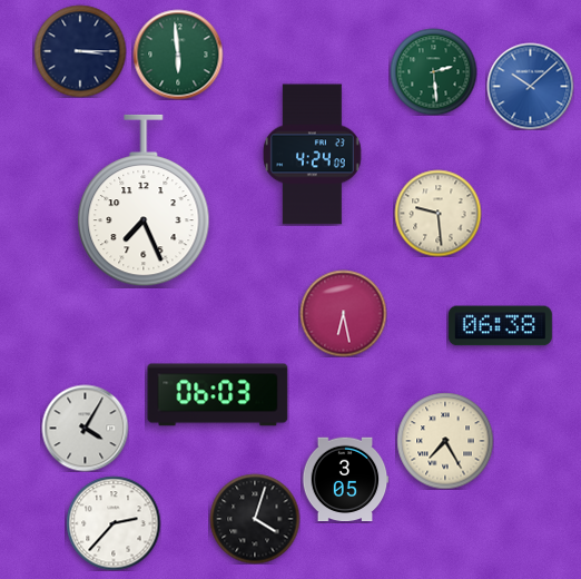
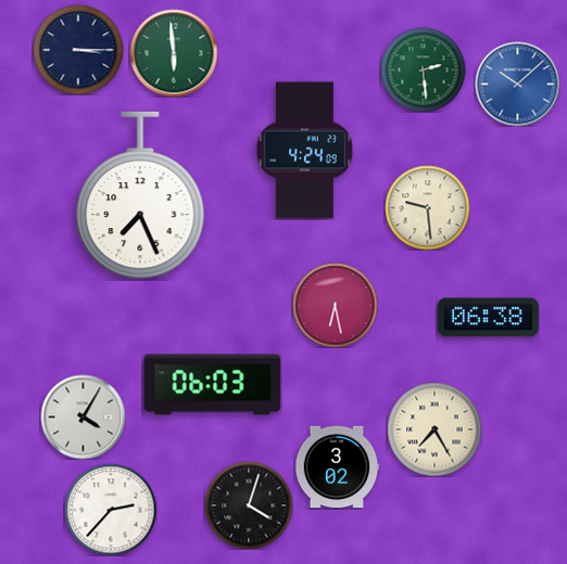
clock at (345, 480): 3:05 -> 3:02
